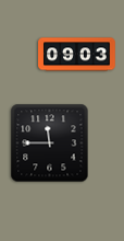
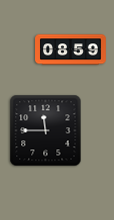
clock at (77, 55): 09:03 -> 08:59
